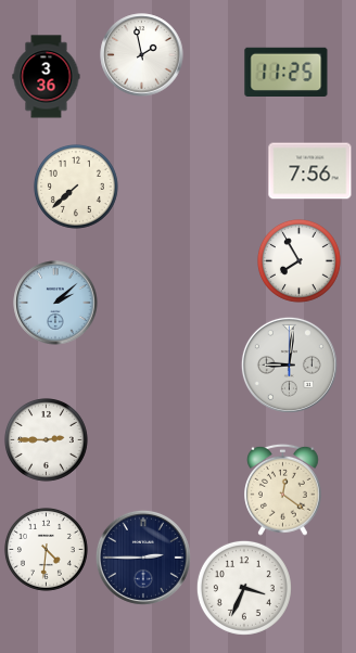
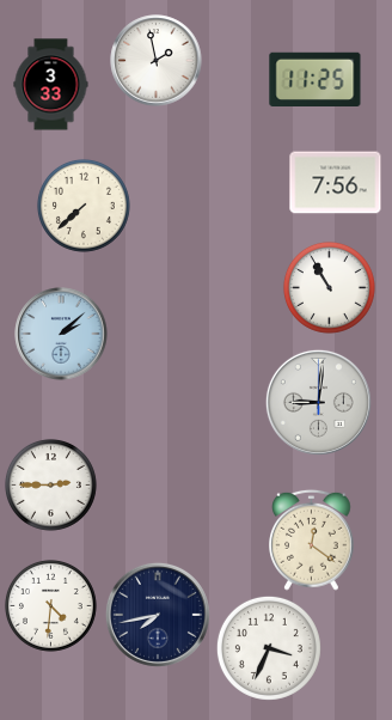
clock at (47, 77): 3:36 -> 3:33
clock at (310, 171) position: (310, 171) -> (336, 183)
clock at (298, 260): 7:55 -> 10:55
clock at (143, 558): 2:45 -> 7:43
